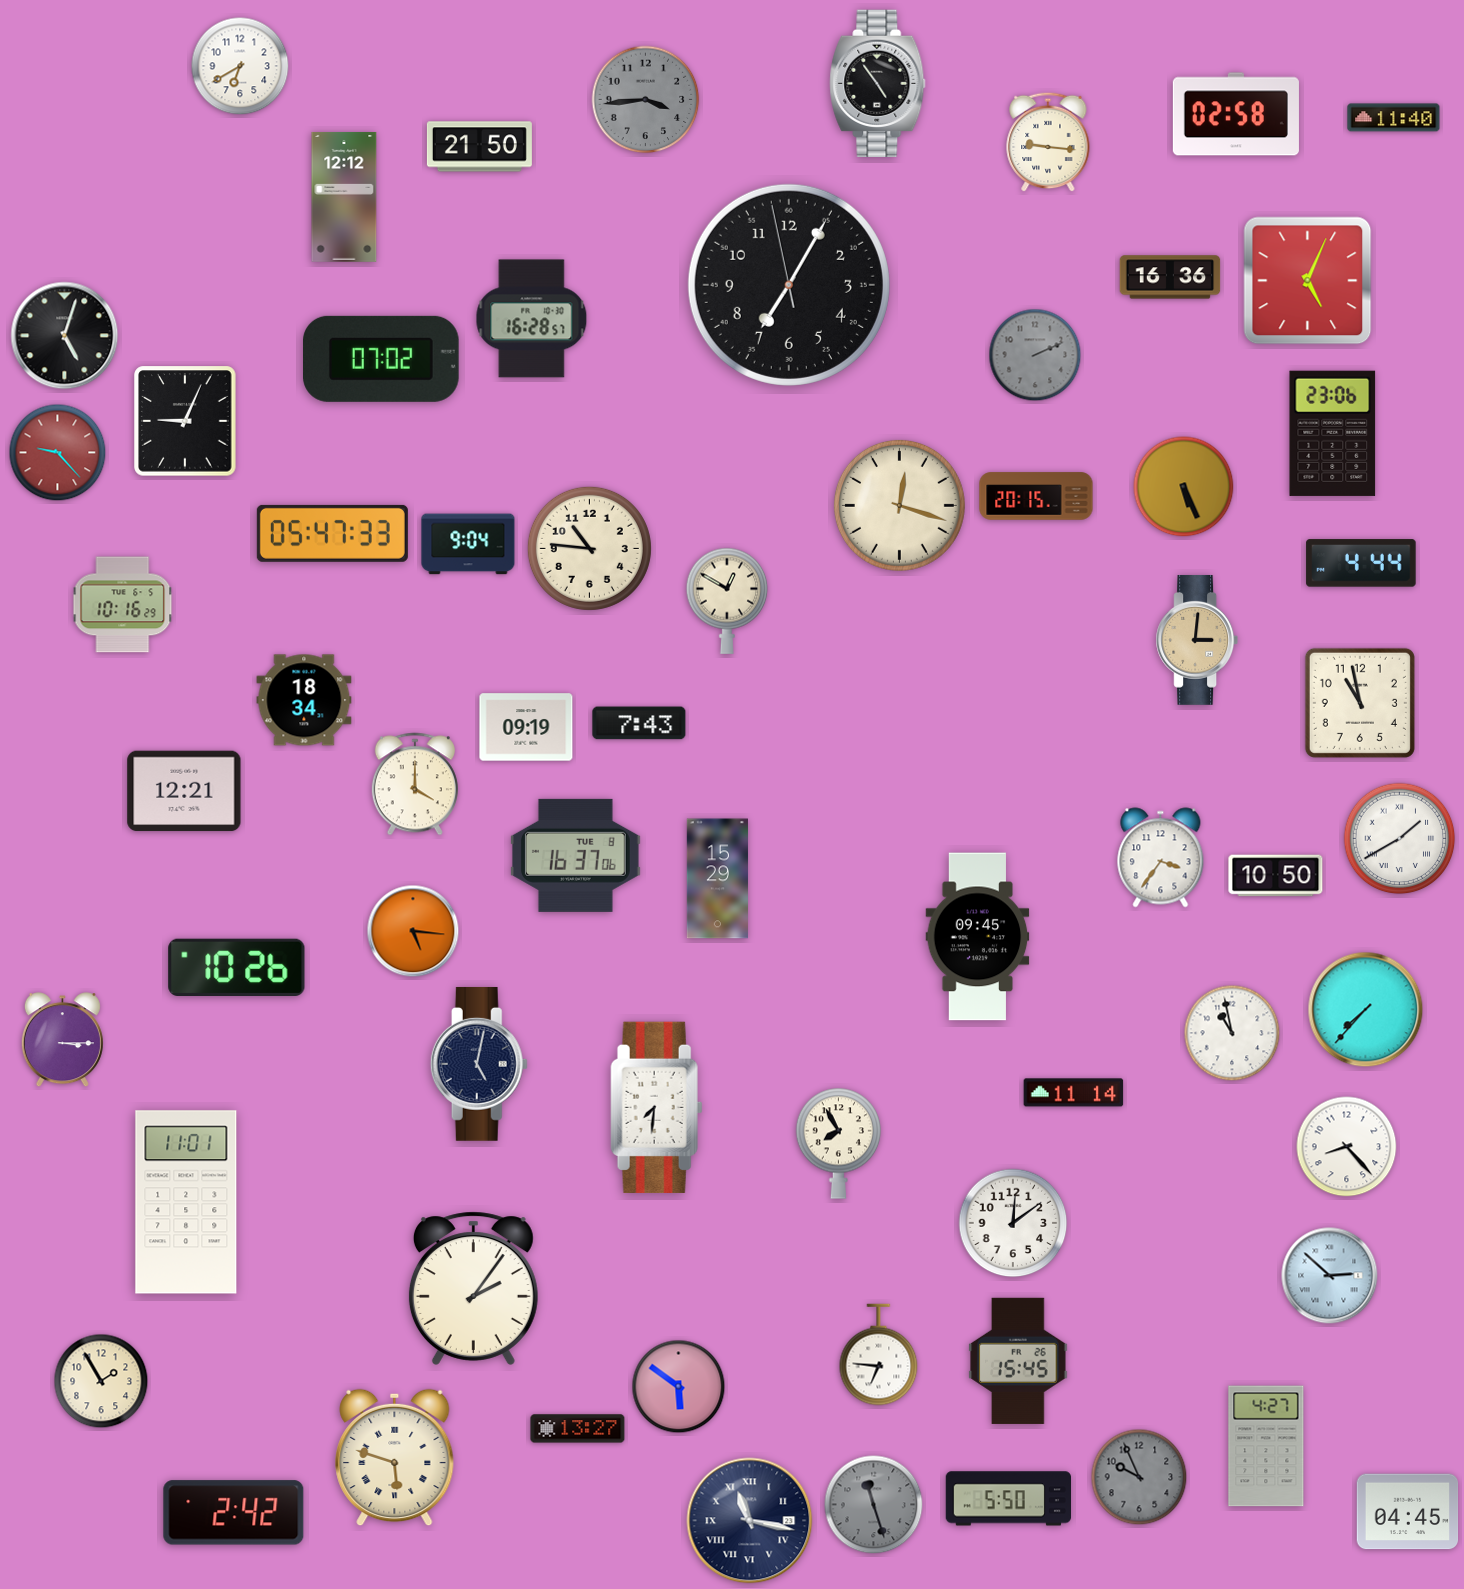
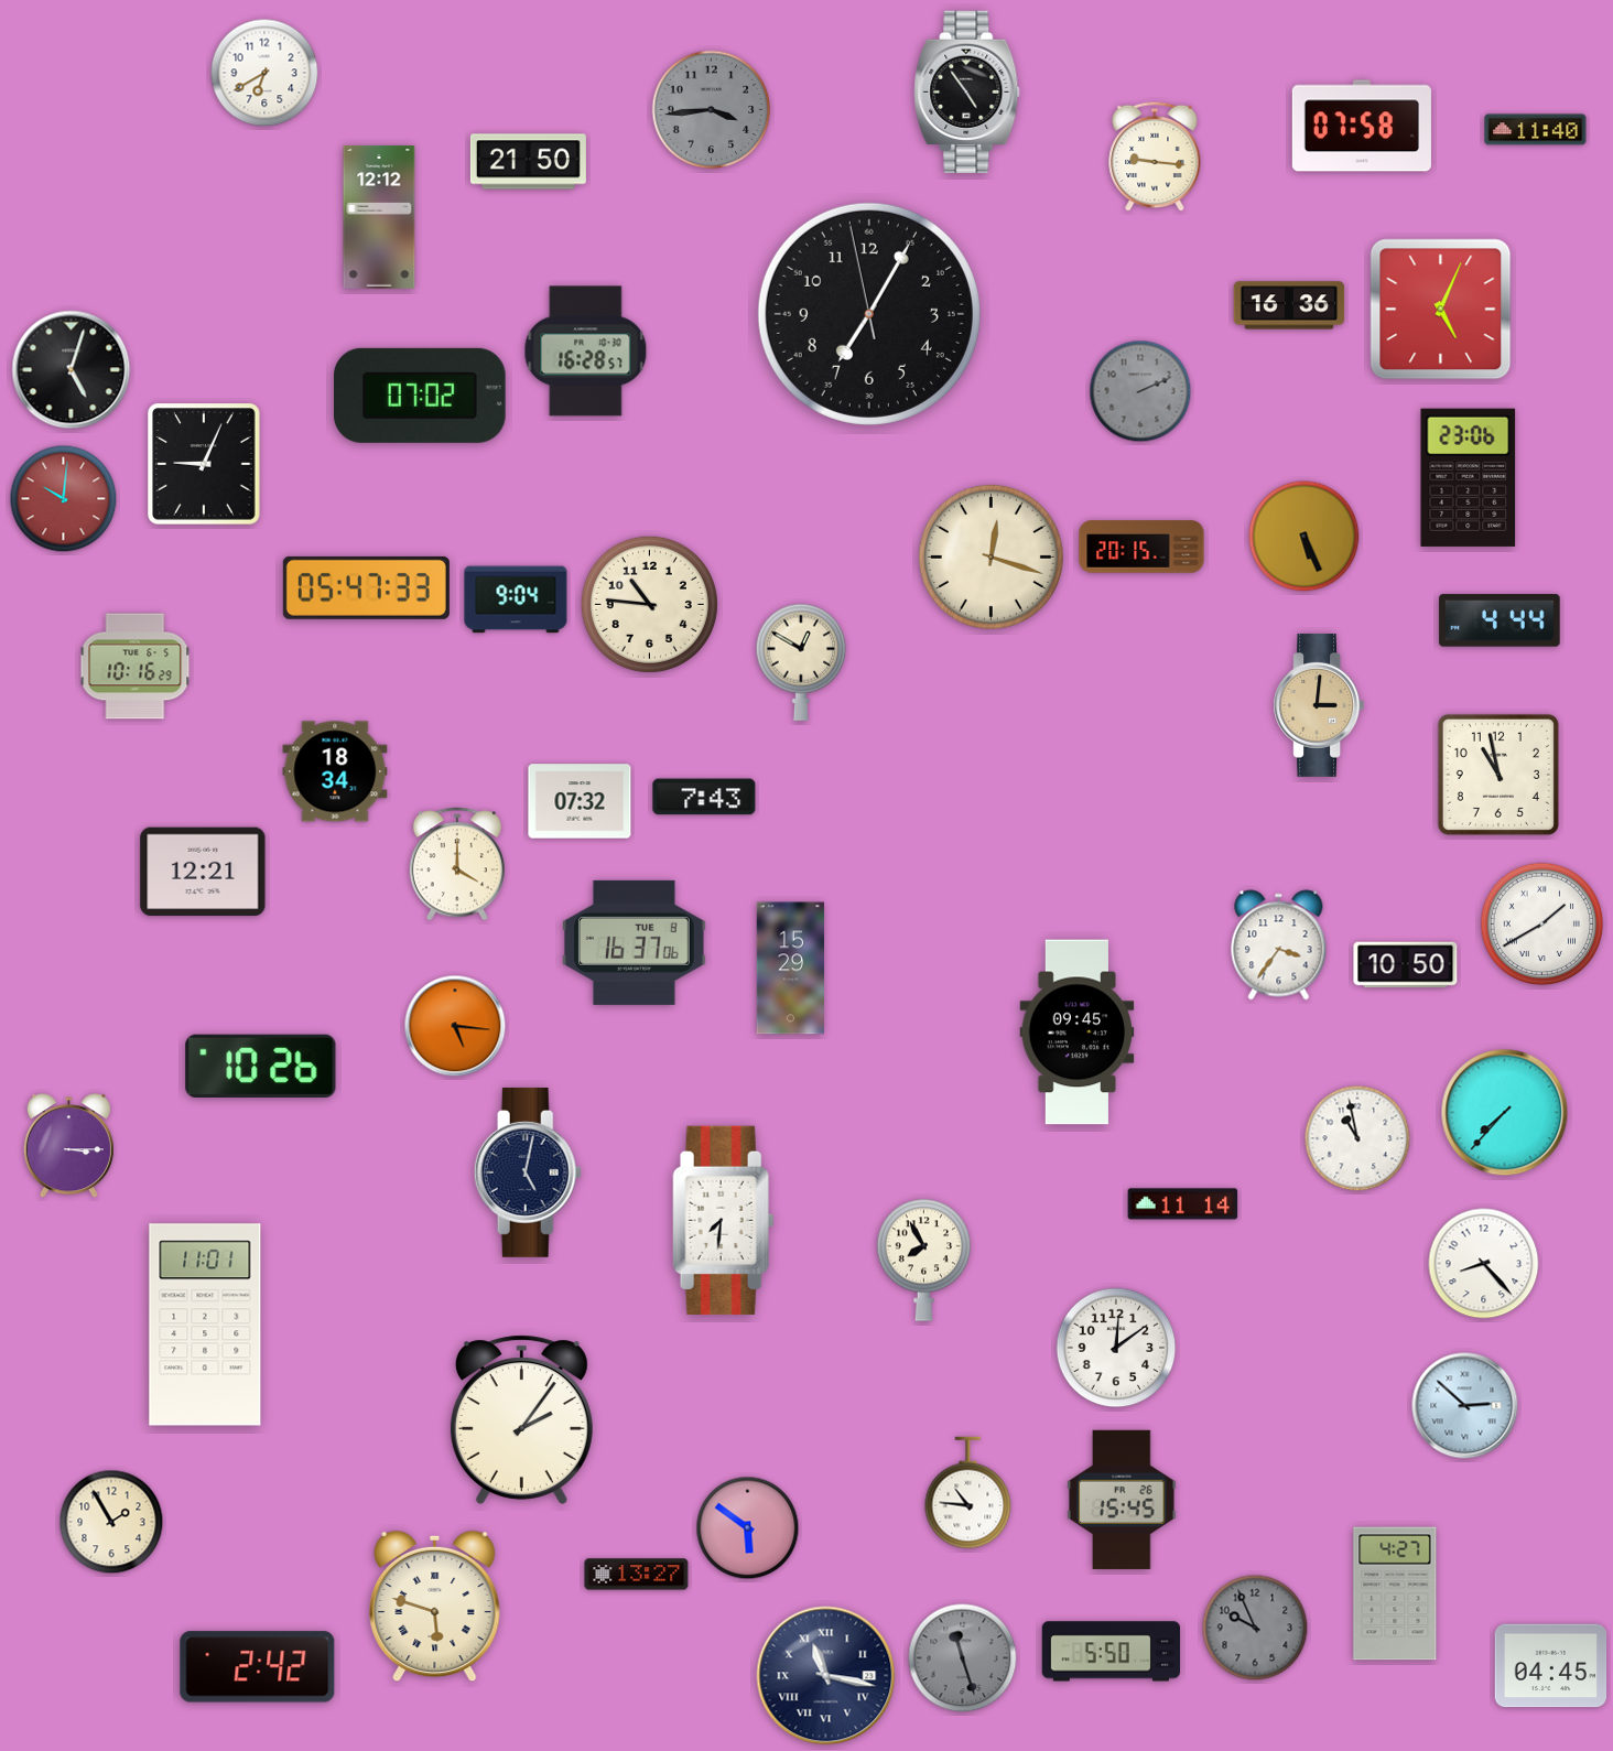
clock at (1236, 114): 02:58 -> 07:58
clock at (58, 453): 9:23 -> 10:01
clock at (526, 727): 09:19 -> 07:32
clock at (879, 1355): 6:46 -> 10:46
